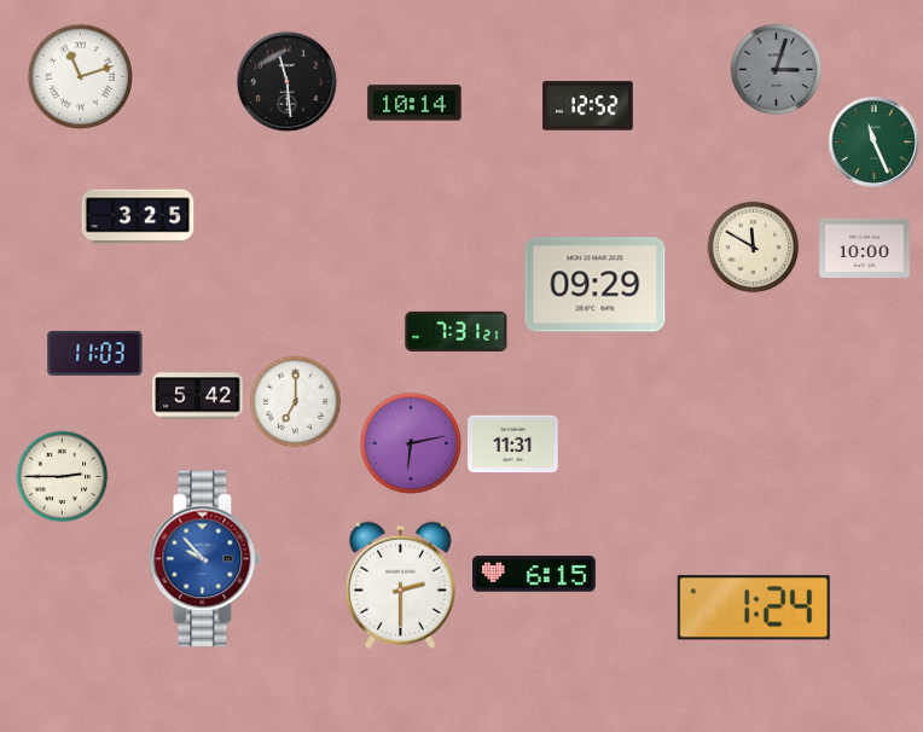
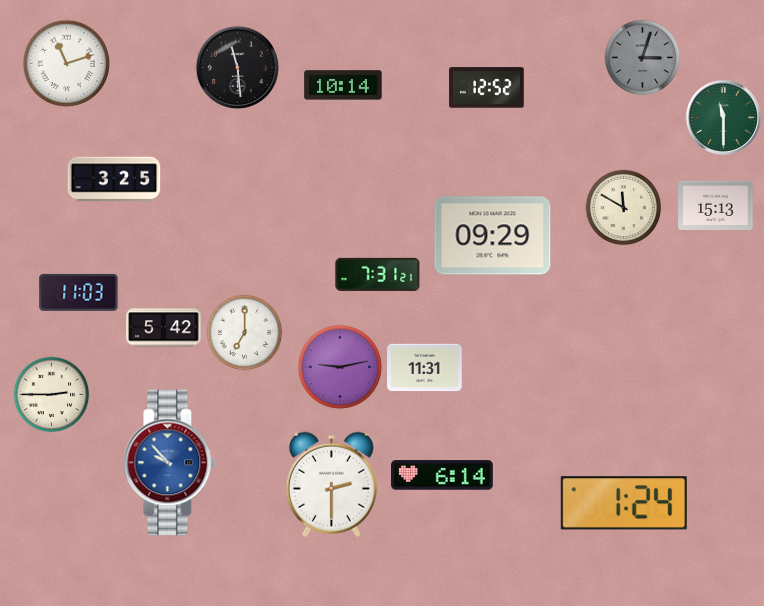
clock at (873, 141): 11:26 -> 11:30
clock at (754, 248) position: (754, 248) -> (624, 208)
clock at (865, 248): 10:00 -> 15:13
clock at (411, 443): 6:13 -> 9:13
clock at (535, 574): 6:15 -> 6:14
